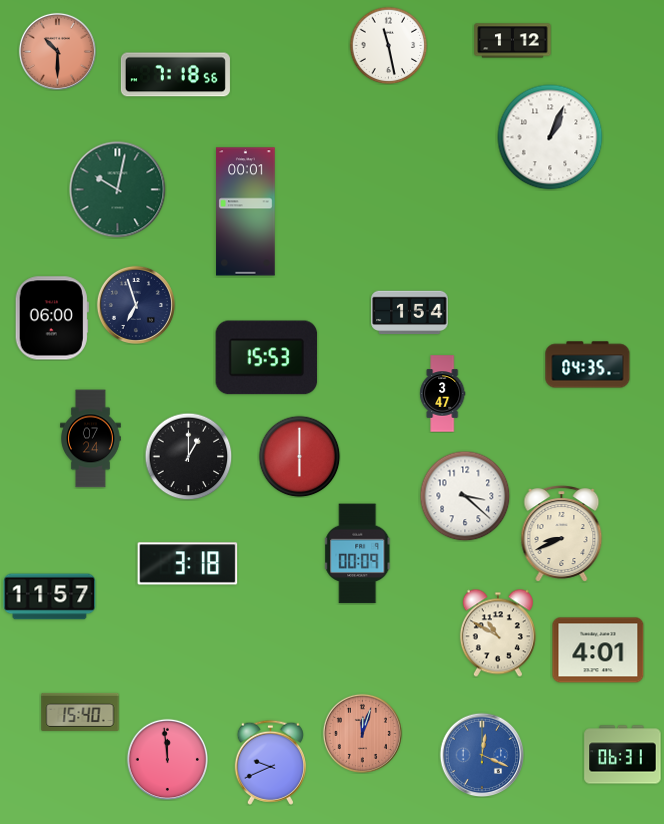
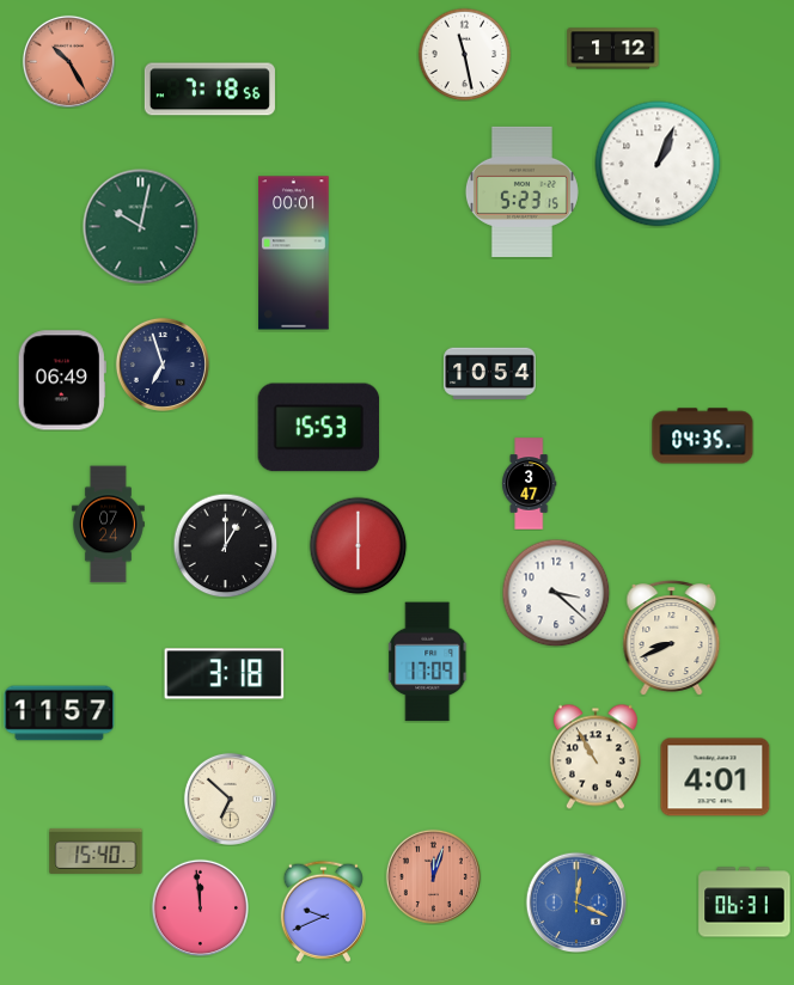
clock at (57, 51): 10:30 -> 10:25
clock at (521, 191): none -> 5:23
clock at (410, 313): 1:54 -> 10:54
clock at (52, 318): 06:00 -> 06:49
clock at (443, 394) position: (443, 394) -> (530, 484)
clock at (358, 554): 00:09 -> 17:09
clock at (498, 633): 10:50 -> 10:55
clock at (230, 799): none -> 6:52
